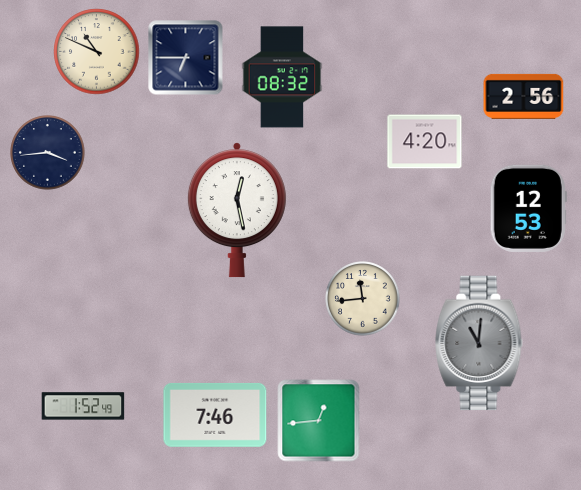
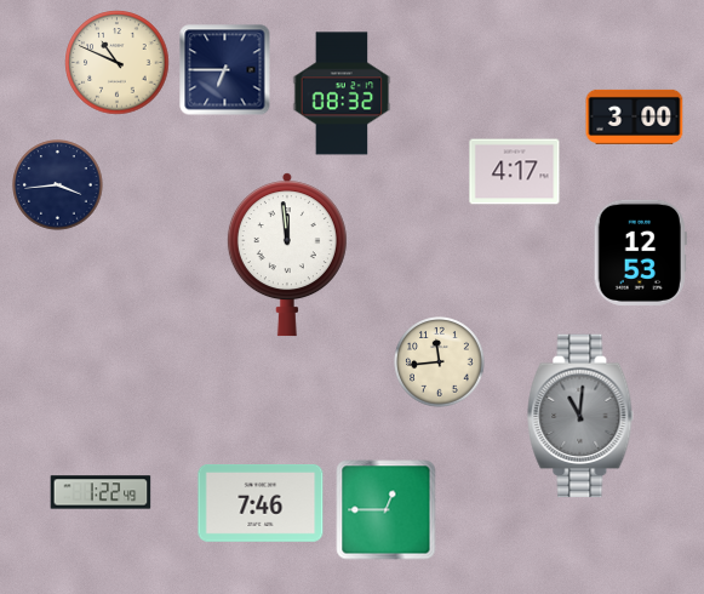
clock at (524, 96): 2:56 -> 3:00
clock at (425, 142): 4:20 -> 4:17
clock at (237, 210): 12:28 -> 11:59
clock at (83, 406): 1:52 -> 1:22
clock at (319, 421): 12:44 -> 12:45
